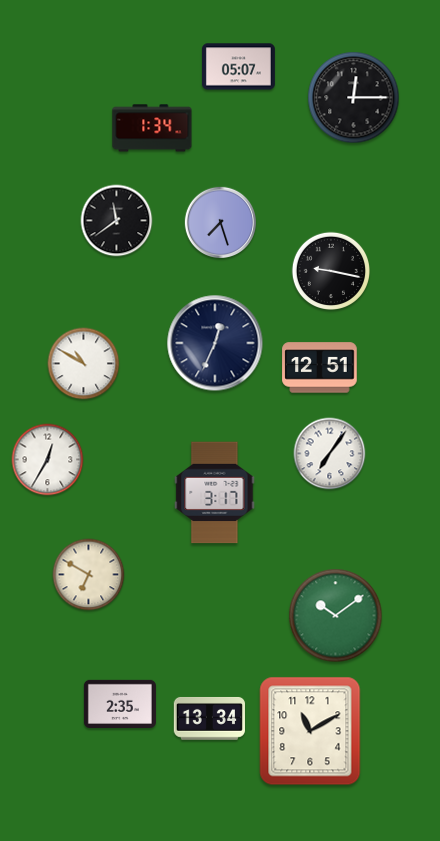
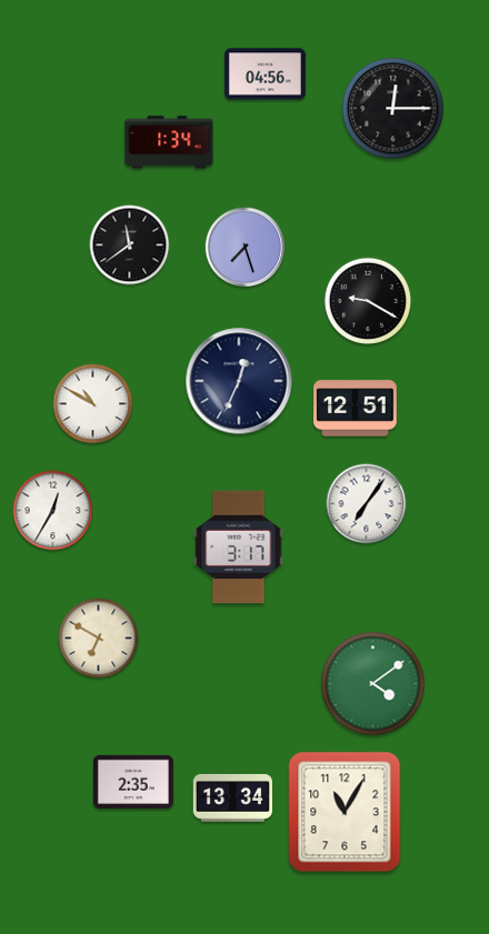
clock at (238, 67): 05:07 -> 04:56
clock at (330, 270): 9:17 -> 9:20
clock at (336, 616): 10:09 -> 4:09
clock at (310, 731): 11:10 -> 11:05
